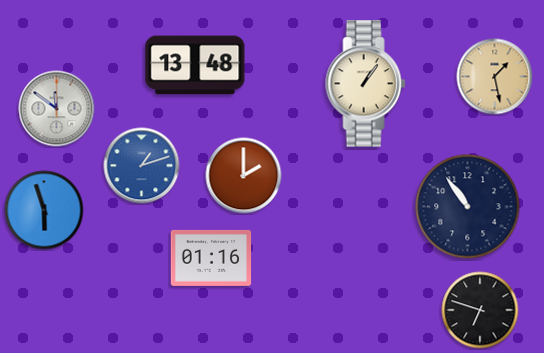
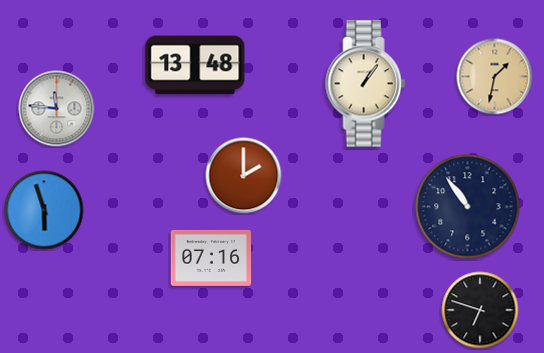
clock at (495, 77): 1:28 -> 1:32
clock at (57, 109): 11:51 -> 11:46
clock at (142, 166): 1:12 -> none
clock at (211, 258): 01:16 -> 07:16
